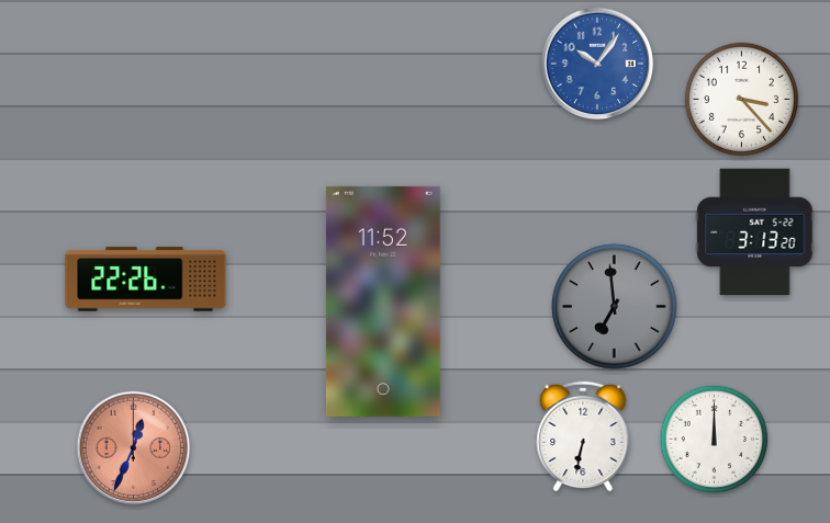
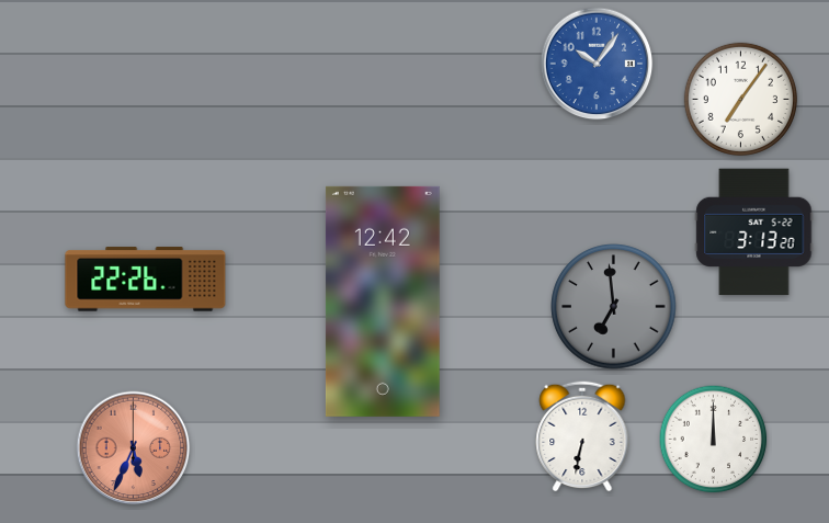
clock at (741, 99): 3:23 -> 7:06
clock at (383, 302): 11:52 -> 12:42
clock at (134, 448): 12:34 -> 5:34
